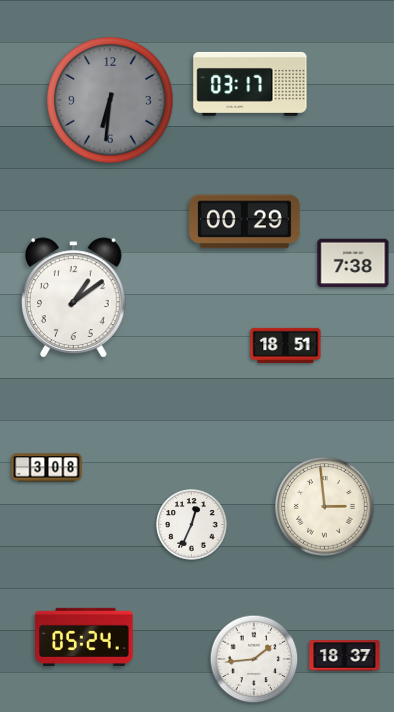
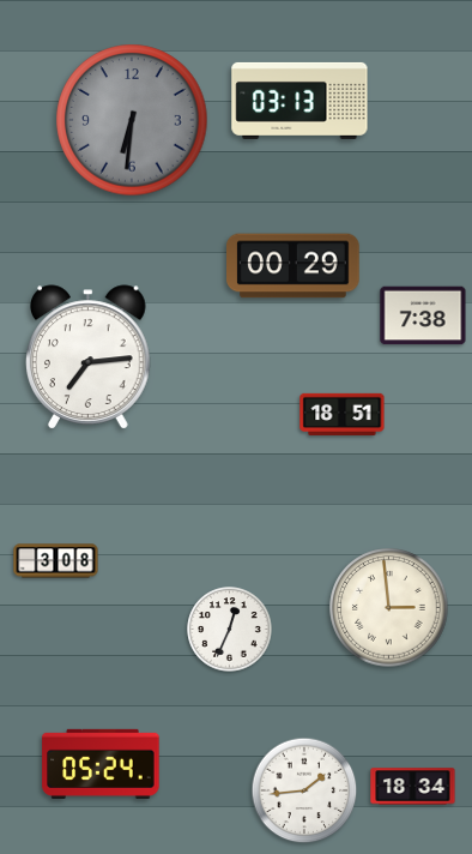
clock at (250, 84): 03:17 -> 03:13
clock at (74, 298): 1:09 -> 7:14
clock at (345, 656): 18:37 -> 18:34
